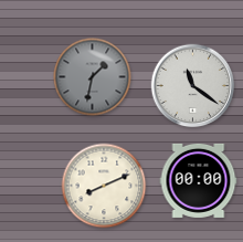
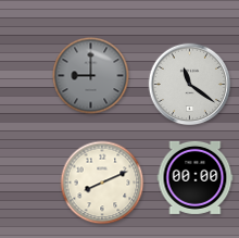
clock at (93, 77): 1:32 -> 9:00
